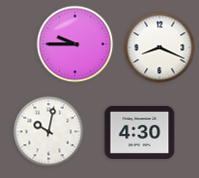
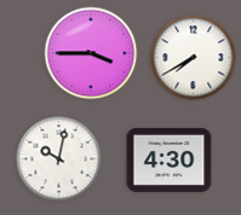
clock at (75, 44): 9:45 -> 3:45
clock at (160, 48): 8:19 -> 7:40
